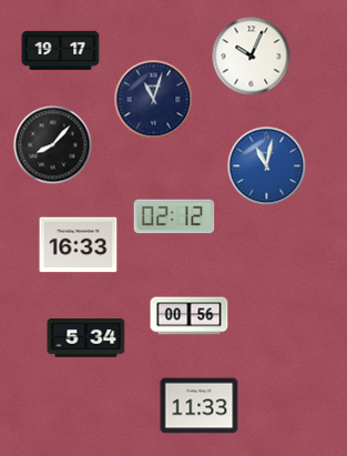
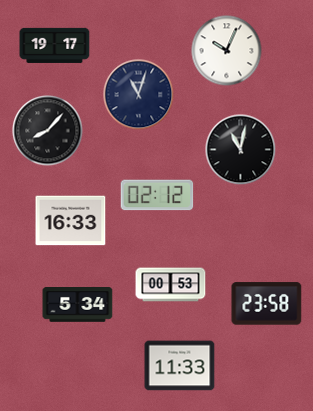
clock at (154, 100) position: (154, 100) -> (139, 95)
clock at (267, 166) dial: blue -> black
clock at (190, 316): 00:56 -> 00:53
clock at (267, 304): none -> 23:58
